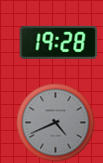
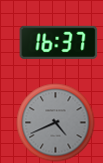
clock at (58, 42): 19:28 -> 16:37
